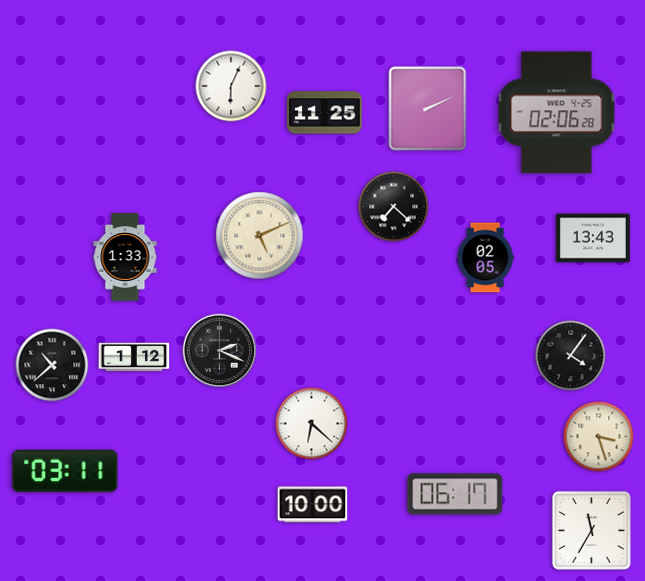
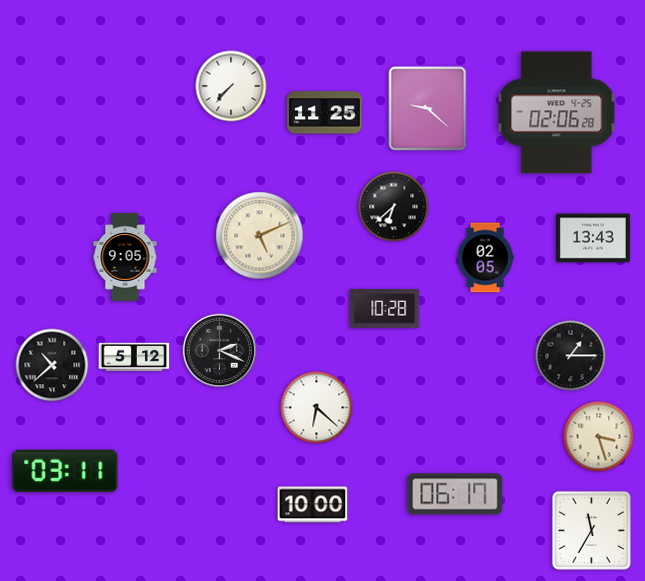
clock at (231, 86): 6:04 -> 7:37
clock at (428, 109): 2:11 -> 9:22
clock at (394, 207): 7:22 -> 6:38
clock at (125, 257): 1:33 -> 9:05
clock at (385, 309): none -> 10:28
clock at (571, 356): 4:06 -> 1:15
clock at (134, 357): 1:12 -> 5:12
clock at (312, 424) position: (312, 424) -> (317, 408)
